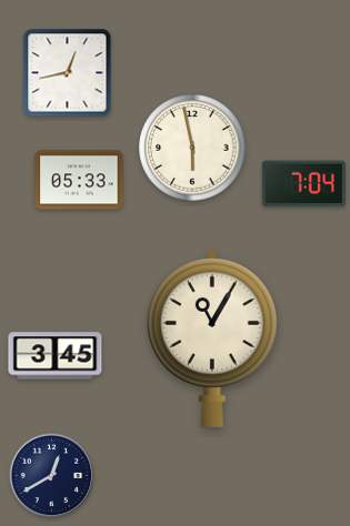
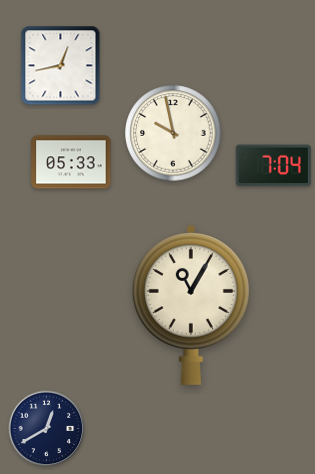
clock at (192, 148): 5:58 -> 9:58
clock at (56, 356): 3:45 -> none
